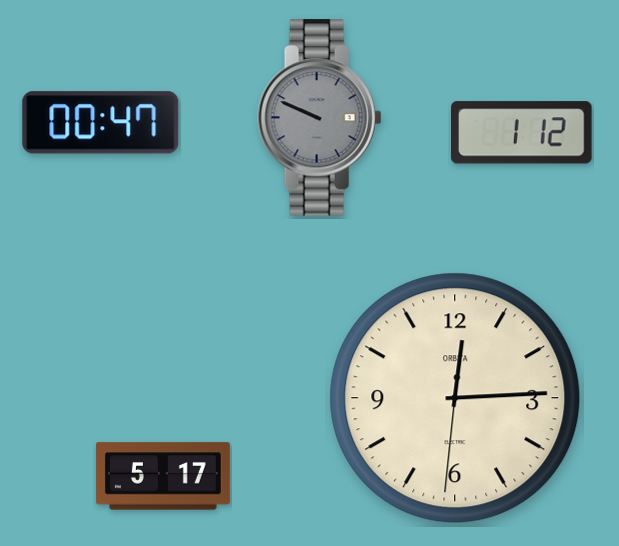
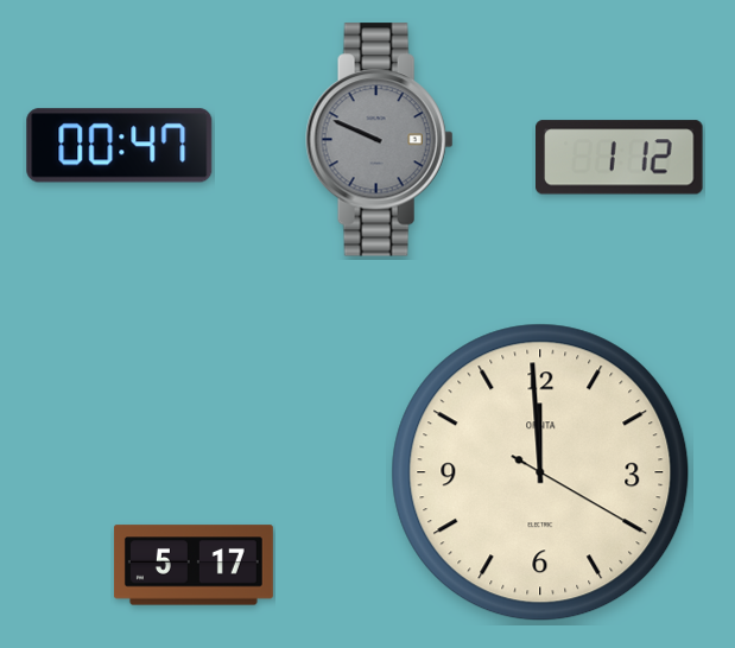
clock at (455, 398): 12:14 -> 11:59
